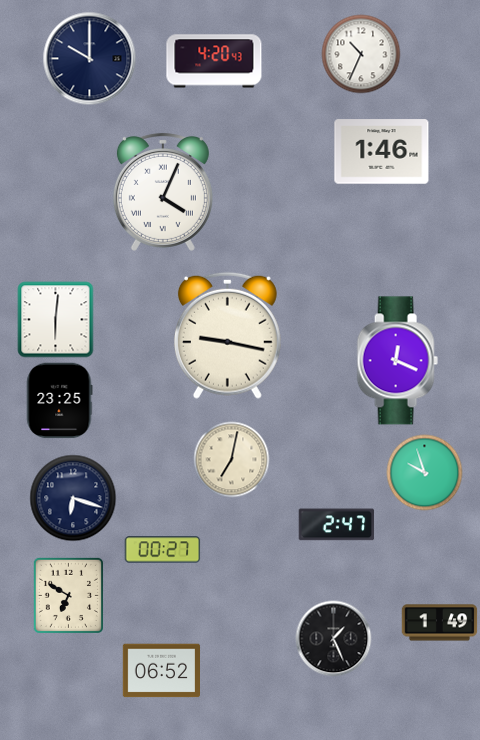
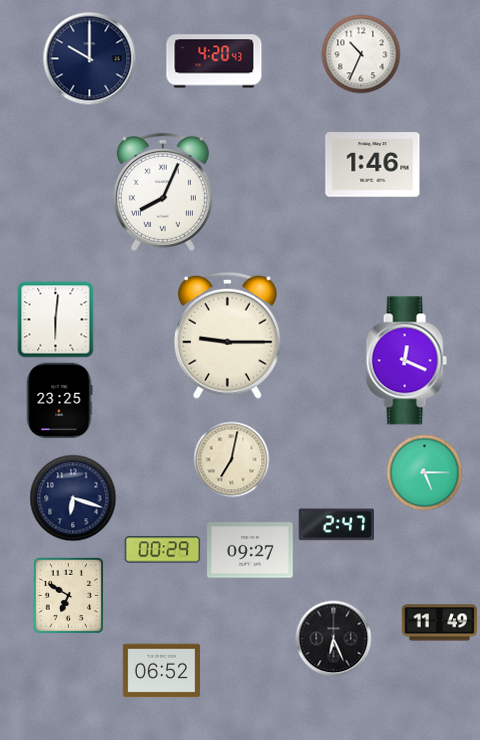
clock at (382, 152) position: (382, 152) -> (373, 165)
clock at (163, 192): 4:04 -> 8:04
clock at (227, 335): 9:17 -> 9:15
clock at (397, 361) position: (397, 361) -> (406, 361)
clock at (425, 473): 9:57 -> 5:15
clock at (163, 550): 00:27 -> 00:29
clock at (250, 550): none -> 09:27
clock at (440, 623): 1:49 -> 11:49
clock at (334, 639): 1:26 -> 6:26
